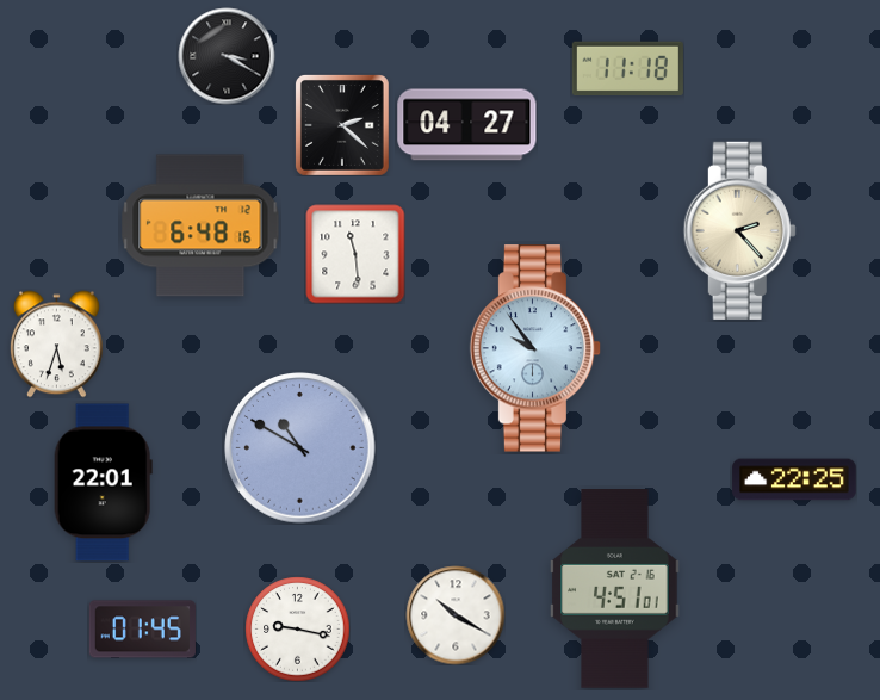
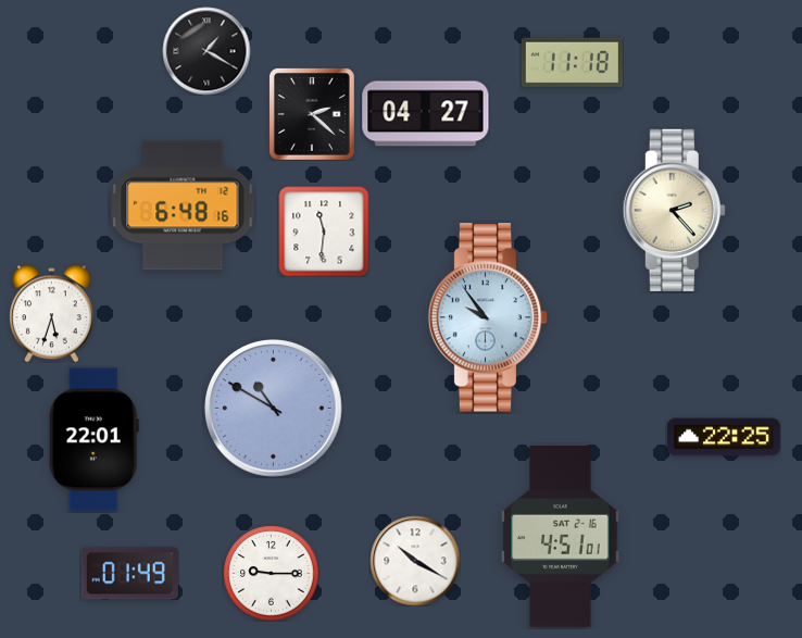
clock at (227, 56): 3:20 -> 1:20
clock at (355, 254): 11:29 -> 11:31
clock at (297, 628): 9:17 -> 9:15
clock at (142, 630): 01:45 -> 01:49
